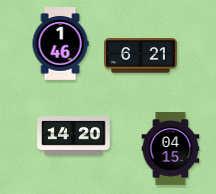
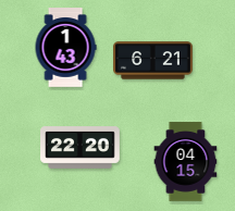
clock at (60, 44): 1:46 -> 1:43
clock at (74, 136): 14:20 -> 22:20
